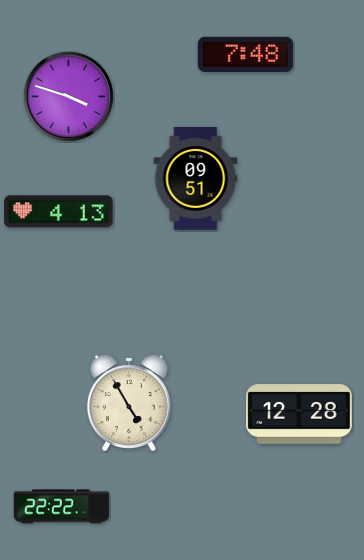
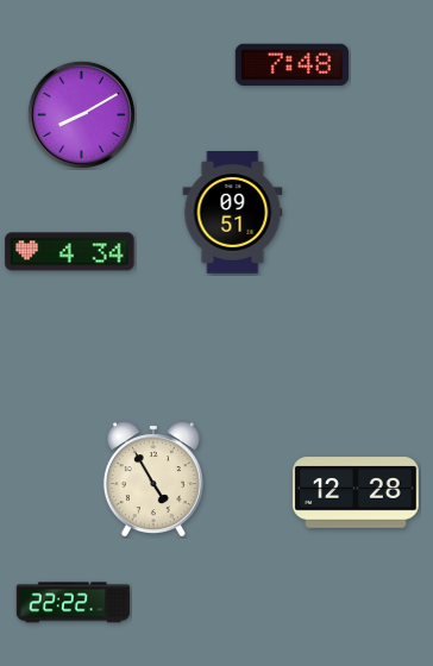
clock at (68, 96): 3:48 -> 8:10
clock at (59, 212): 4:13 -> 4:34
